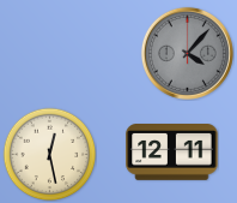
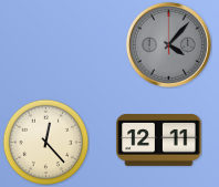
clock at (187, 53) position: (187, 53) -> (168, 44)
clock at (49, 154): 12:28 -> 12:23
